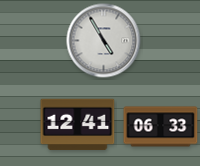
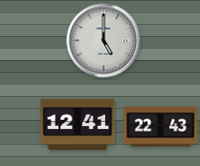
clock at (104, 41): 4:55 -> 5:00
clock at (161, 127): 06:33 -> 22:43
